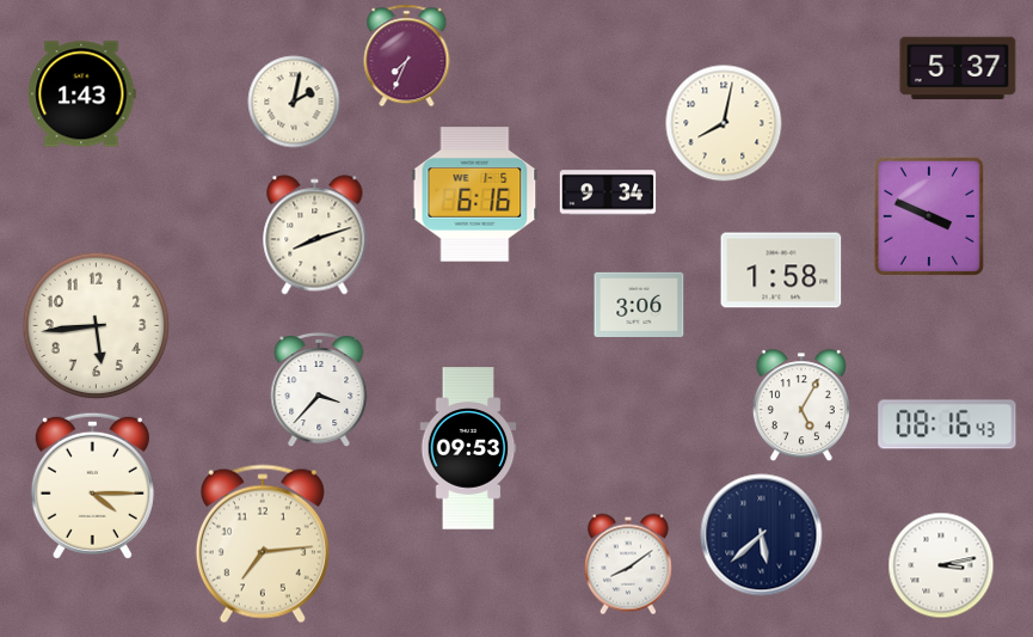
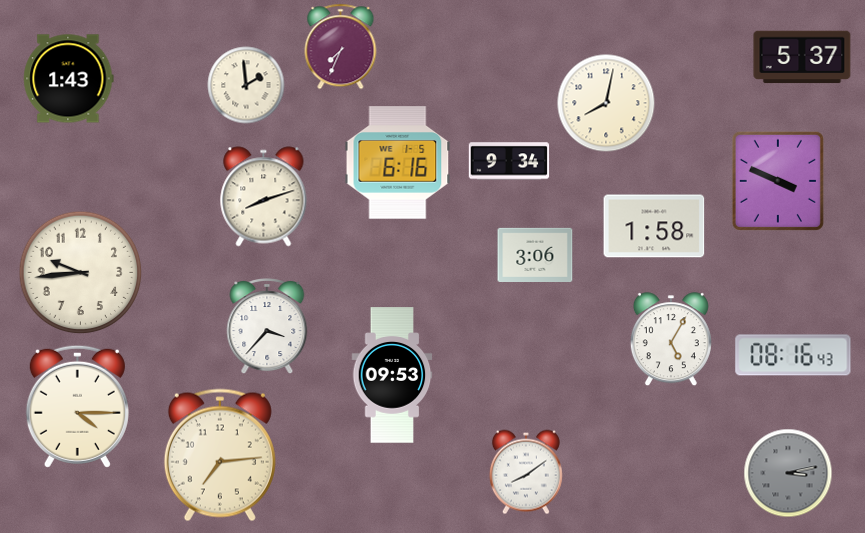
clock at (294, 102): 2:02 -> 1:59
clock at (97, 326): 5:44 -> 9:44
clock at (762, 535): 5:38 -> none
clock at (941, 565) dial: white -> grey
